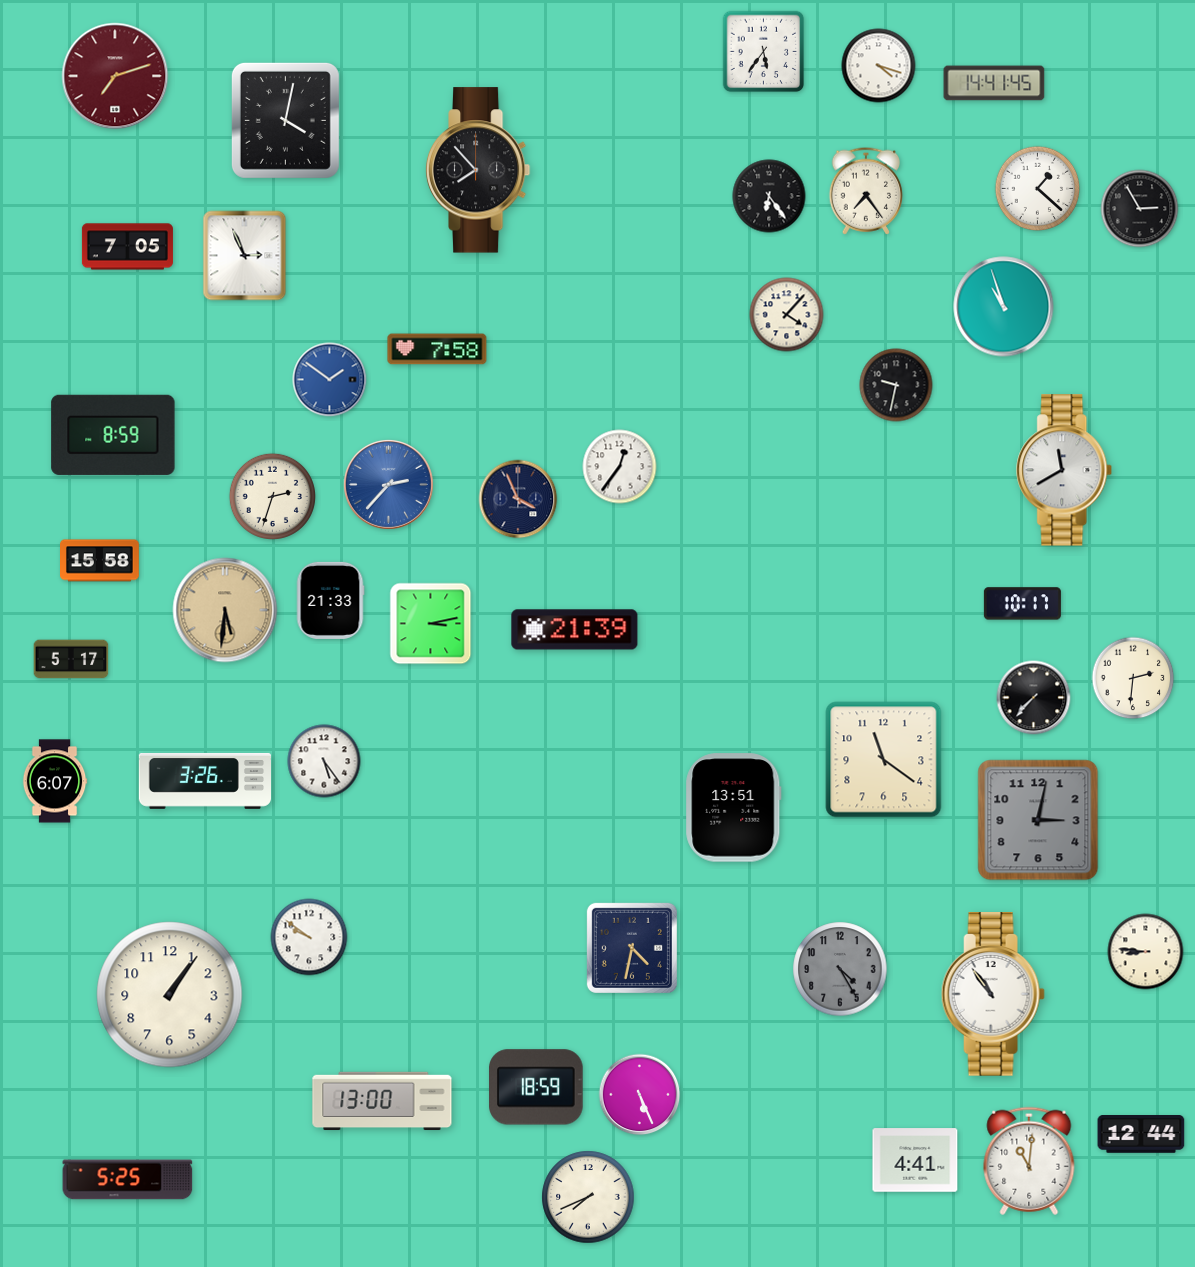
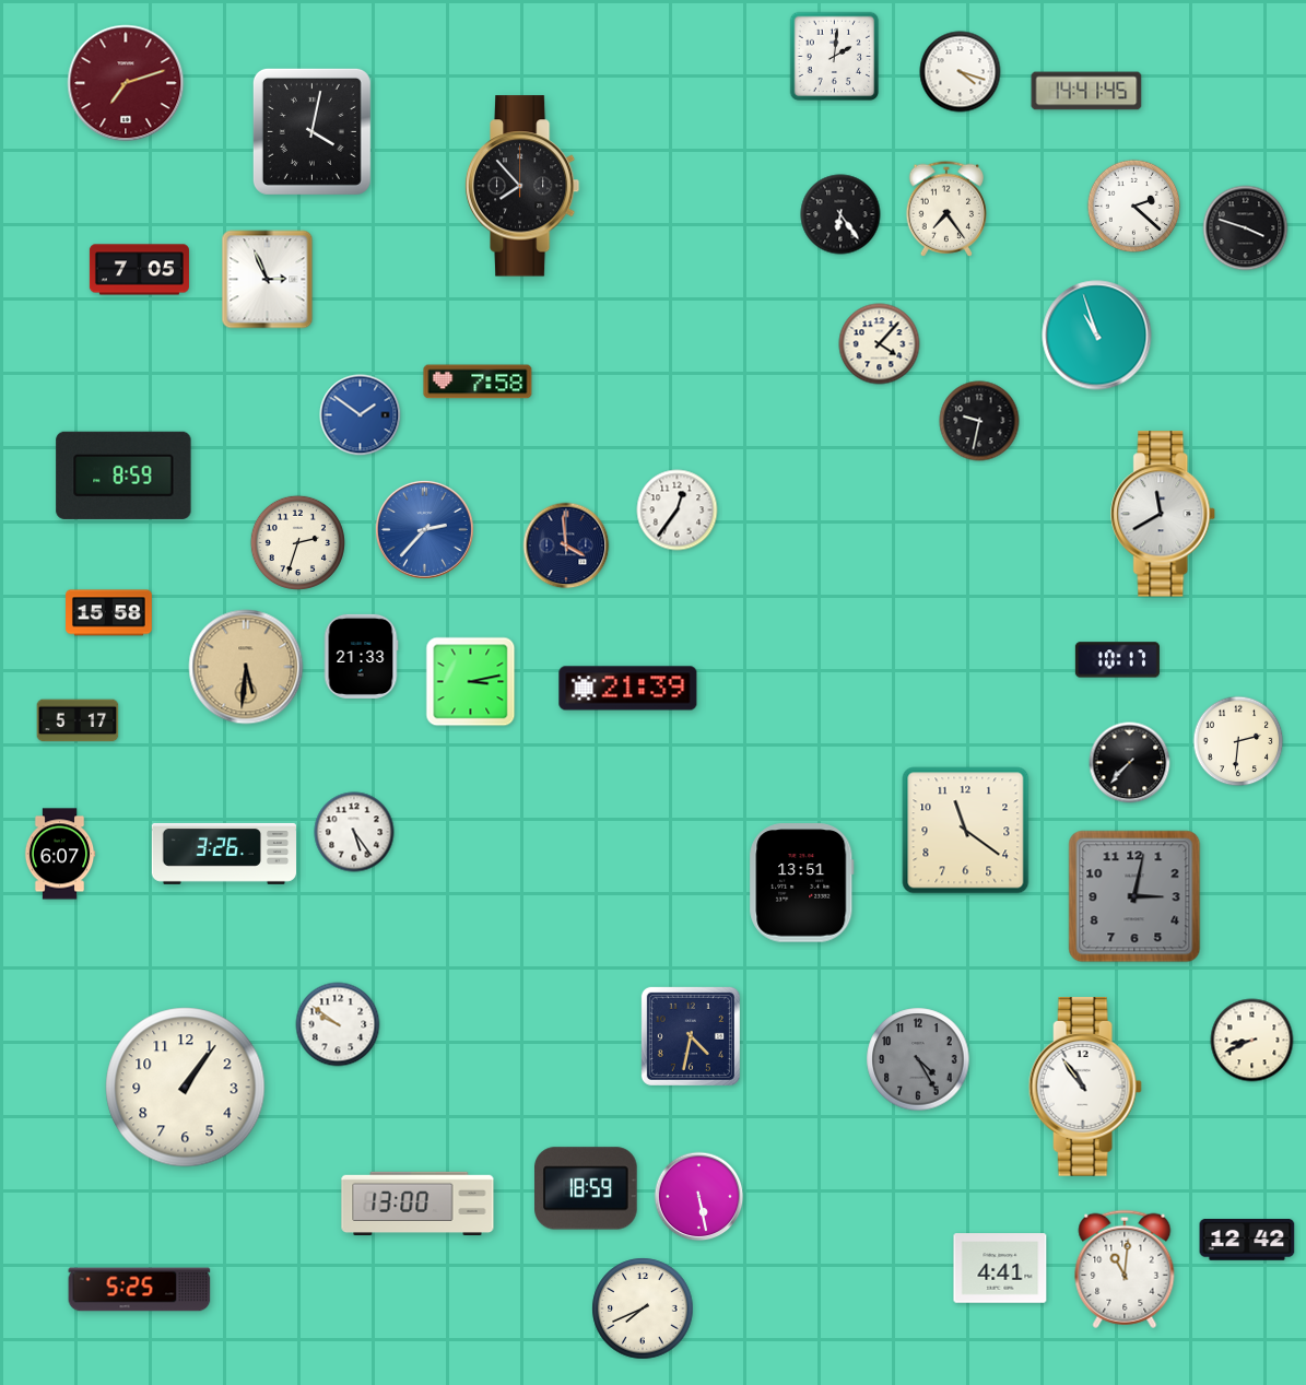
clock at (764, 52): 5:36 -> 2:01
clock at (1038, 189): 1:22 -> 2:22
clock at (1140, 209): 2:55 -> 3:48
clock at (787, 315) position: (787, 315) -> (880, 344)
clock at (518, 499): 3:56 -> 3:59
clock at (1146, 952): 8:46 -> 8:41
clock at (640, 1095): 5:26 -> 5:28
clock at (1141, 1135): 12:44 -> 12:42
